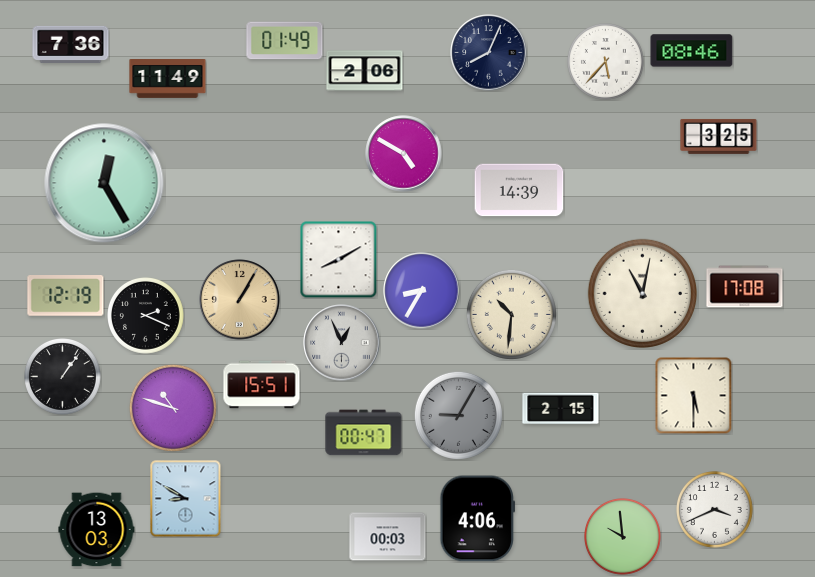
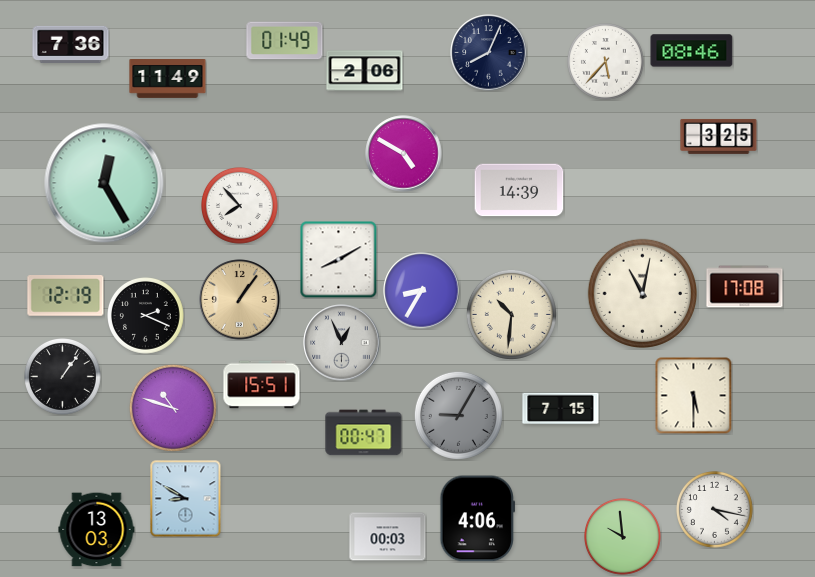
clock at (240, 206): none -> 7:53
clock at (240, 300): 1:05 -> 1:06
clock at (561, 408): 2:15 -> 7:15
clock at (715, 510): 3:41 -> 4:17
